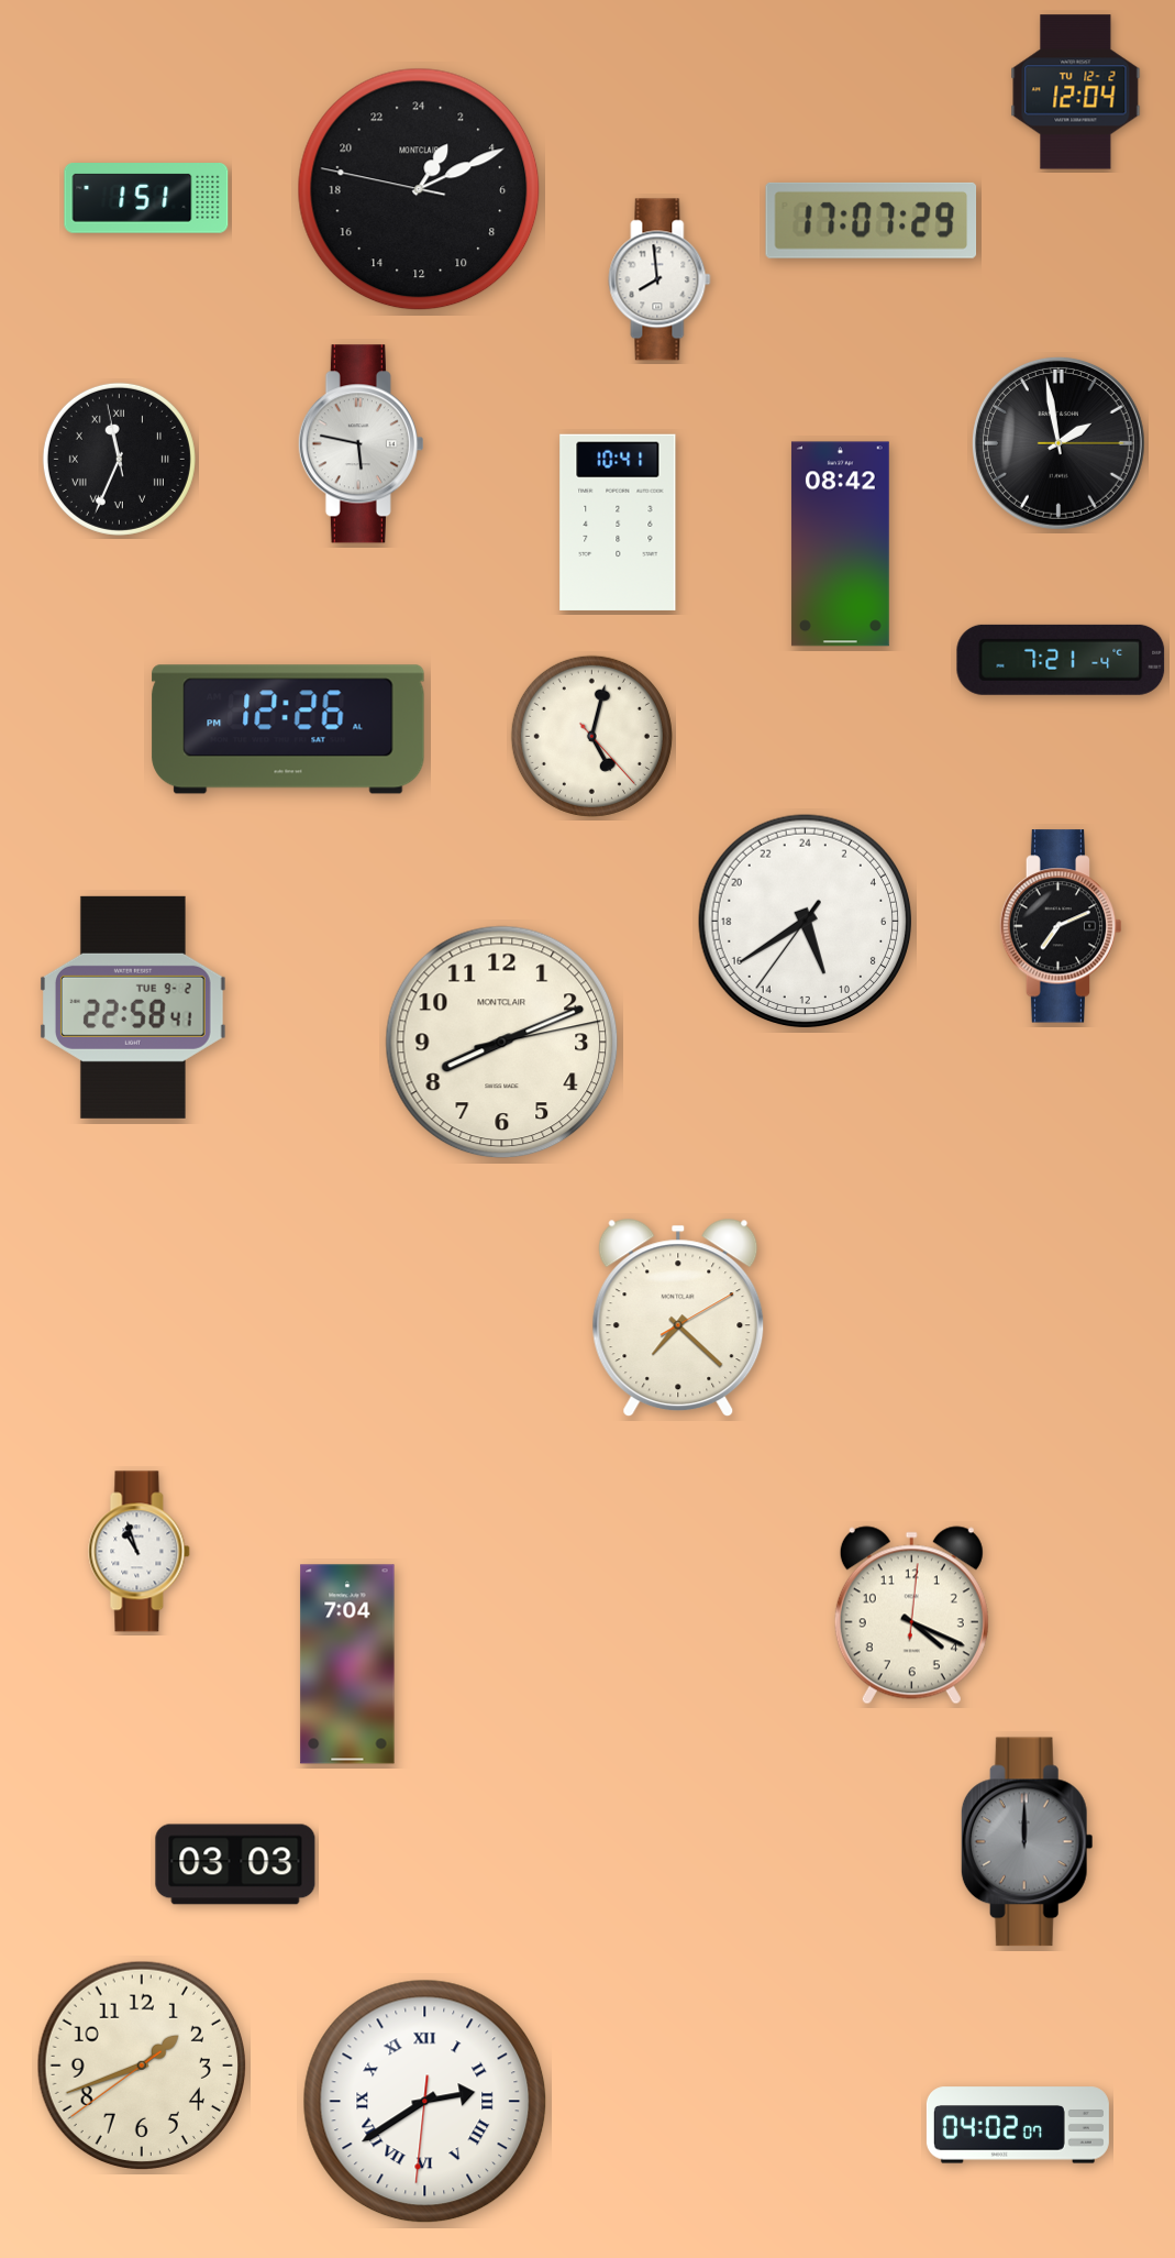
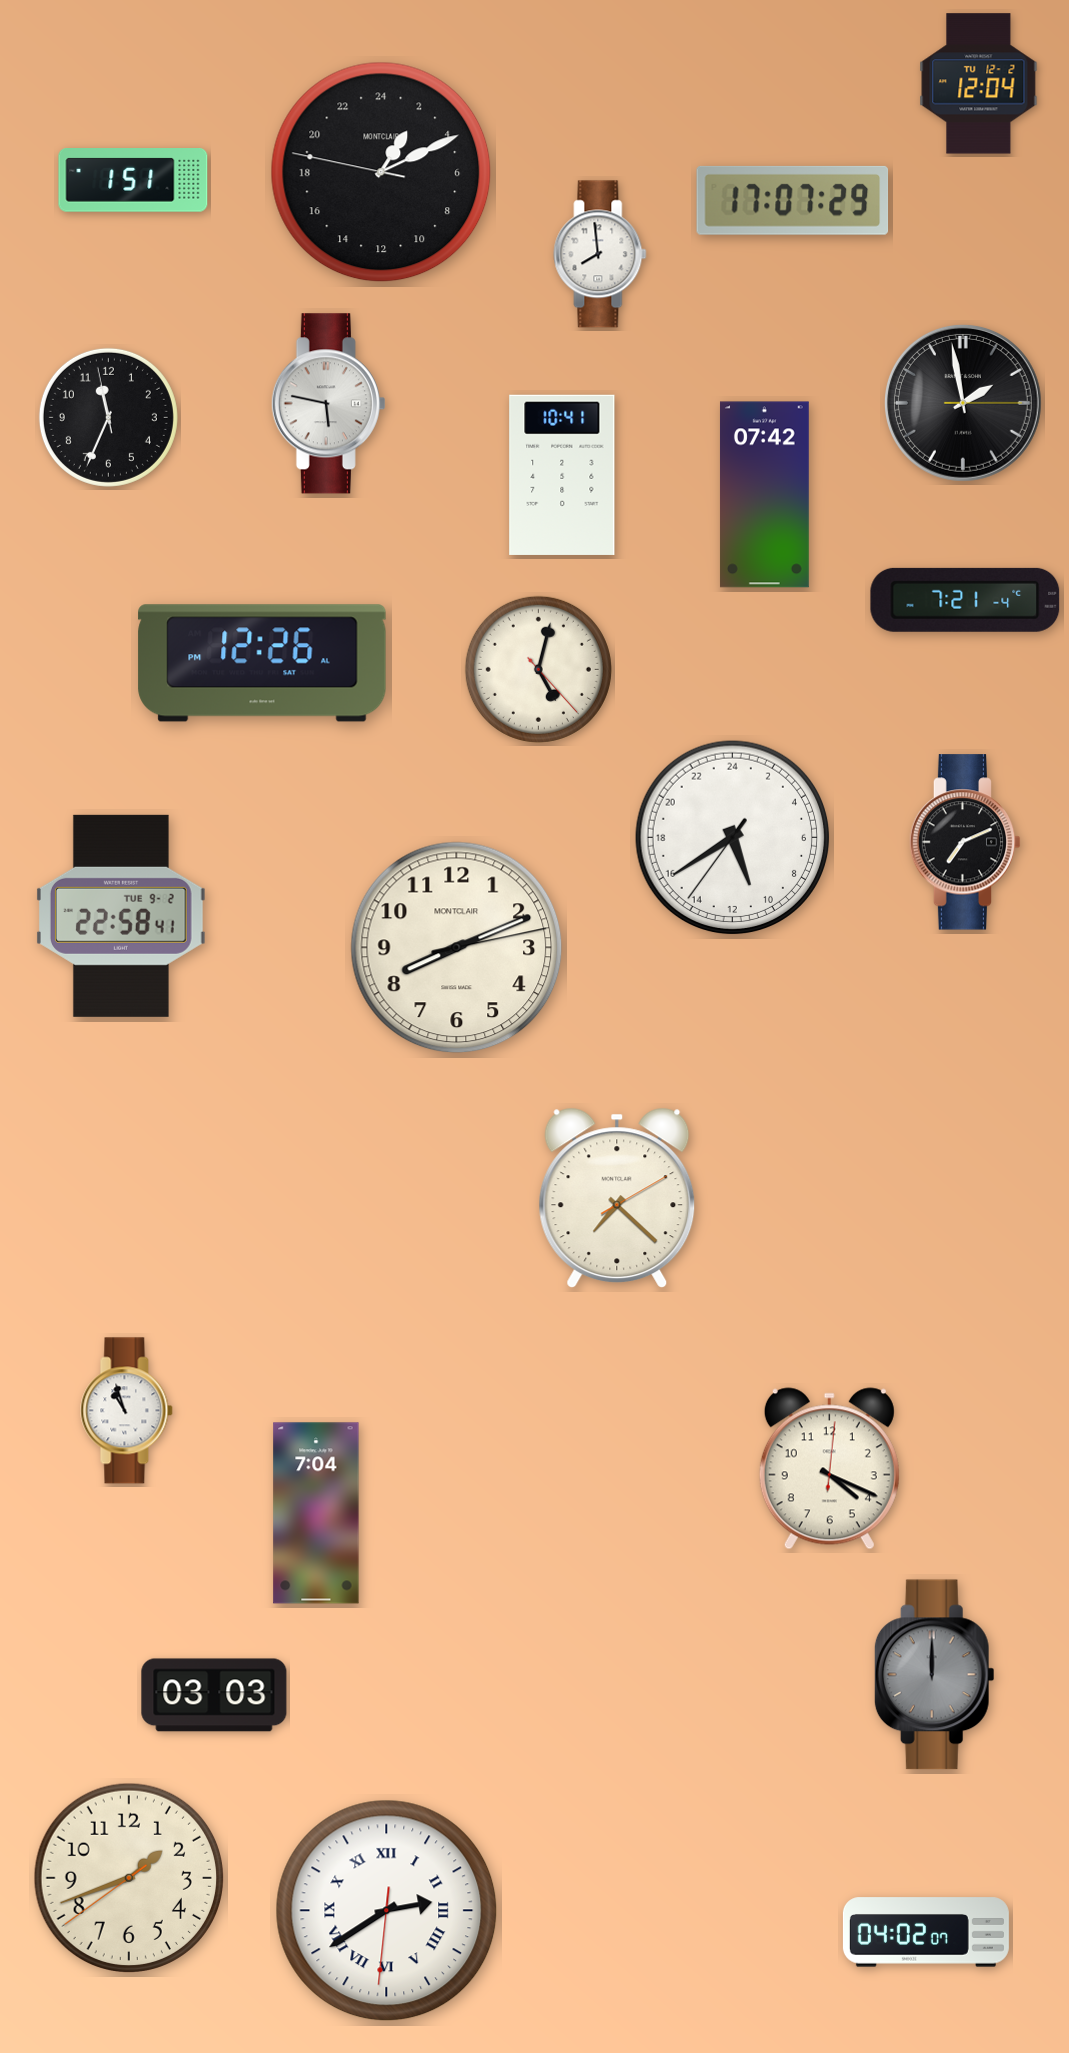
clock at (119, 459) numerals: Roman -> Arabic
clock at (840, 544): 08:42 -> 07:42
